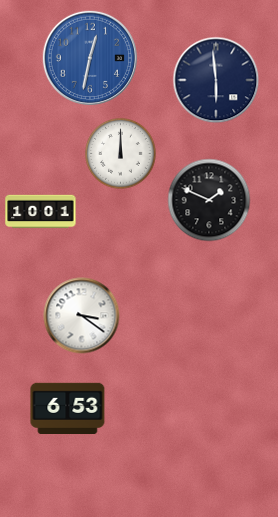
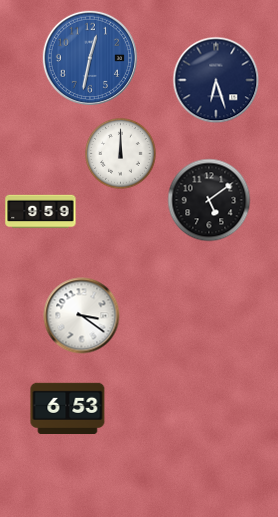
clock at (216, 80): 5:59 -> 6:27
clock at (209, 200): 1:49 -> 5:09
clock at (41, 212): 10:01 -> 9:59
